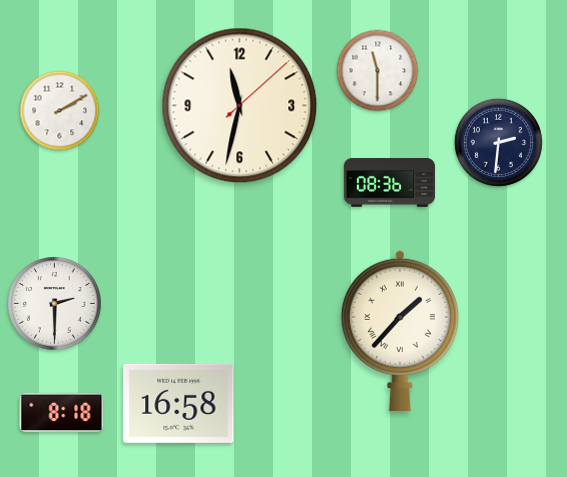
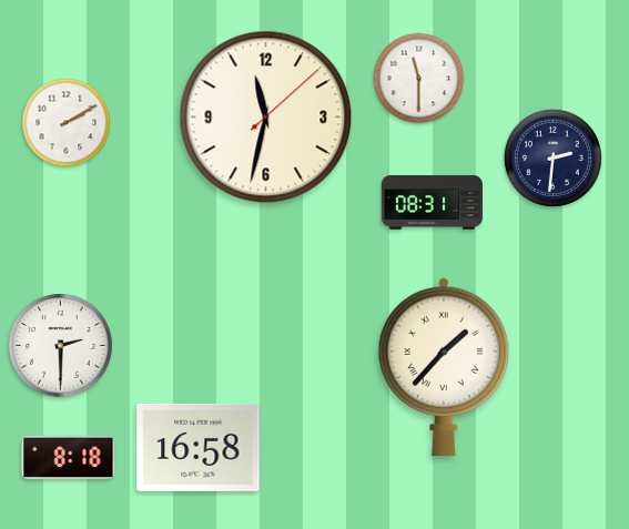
clock at (389, 183): 08:36 -> 08:31
clock at (55, 304) position: (55, 304) -> (61, 346)
